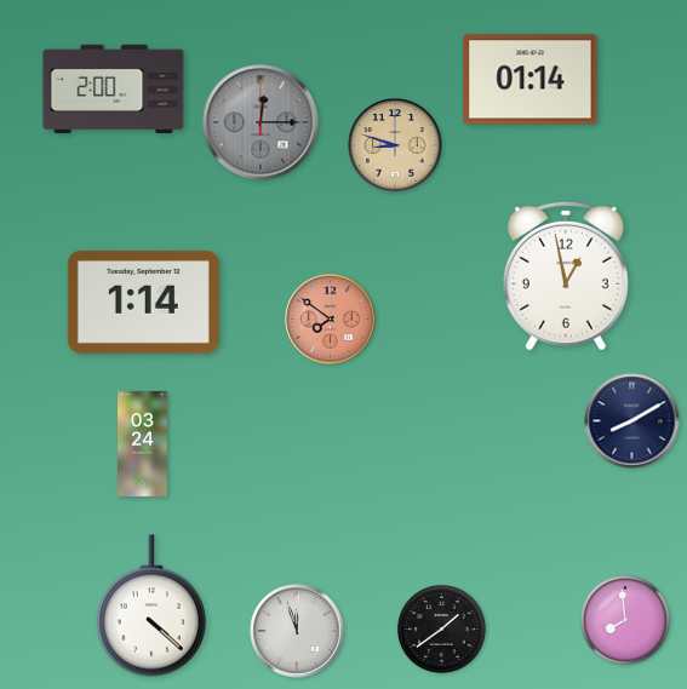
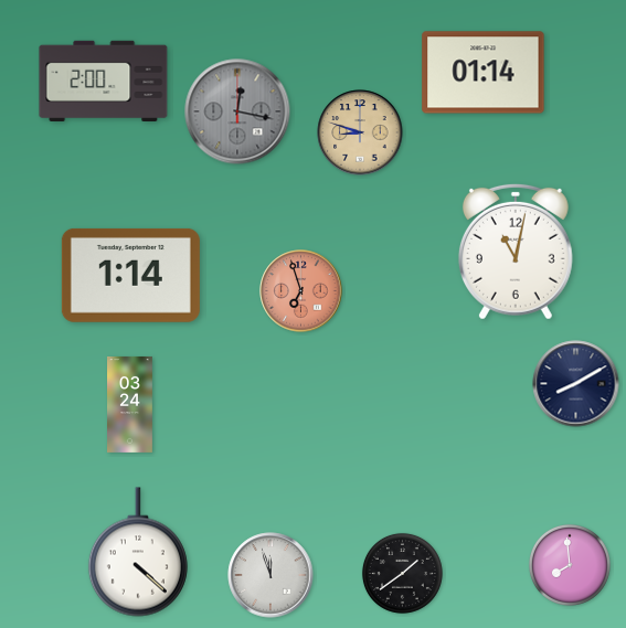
clock at (261, 122): 12:15 -> 12:17
clock at (566, 276): 12:58 -> 11:02
clock at (331, 320): 7:51 -> 6:57
